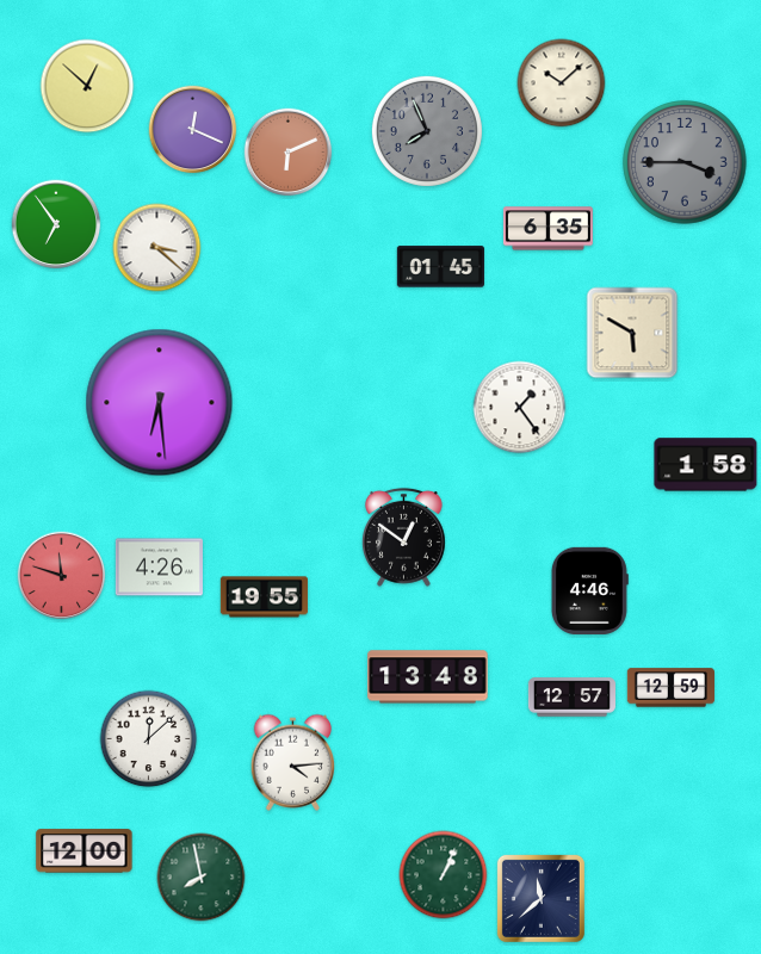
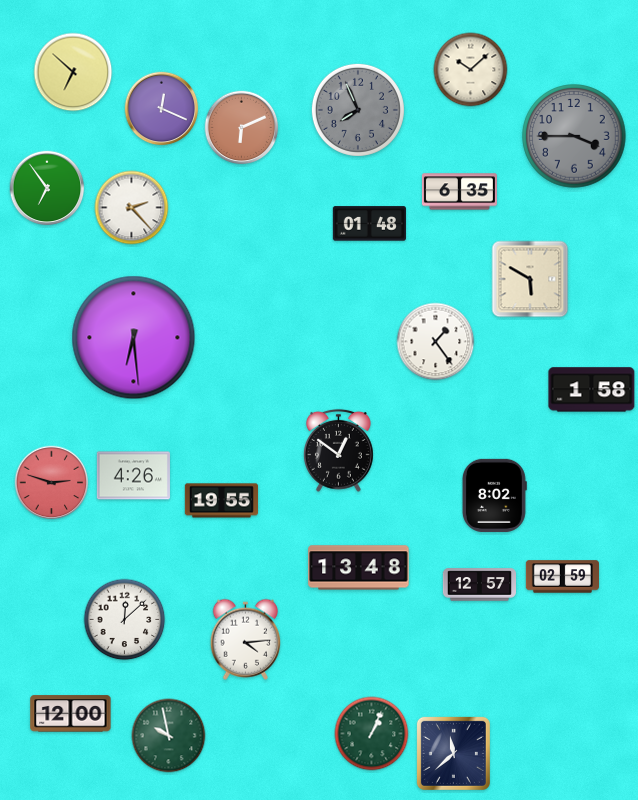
clock at (87, 86): 12:52 -> 6:52
clock at (157, 248): 3:22 -> 2:23
clock at (440, 267): 01:45 -> 01:48
clock at (62, 576): 11:48 -> 2:48
clock at (589, 590): 4:46 -> 8:02
clock at (670, 688): 12:59 -> 02:59
clock at (202, 878): 7:58 -> 9:58
